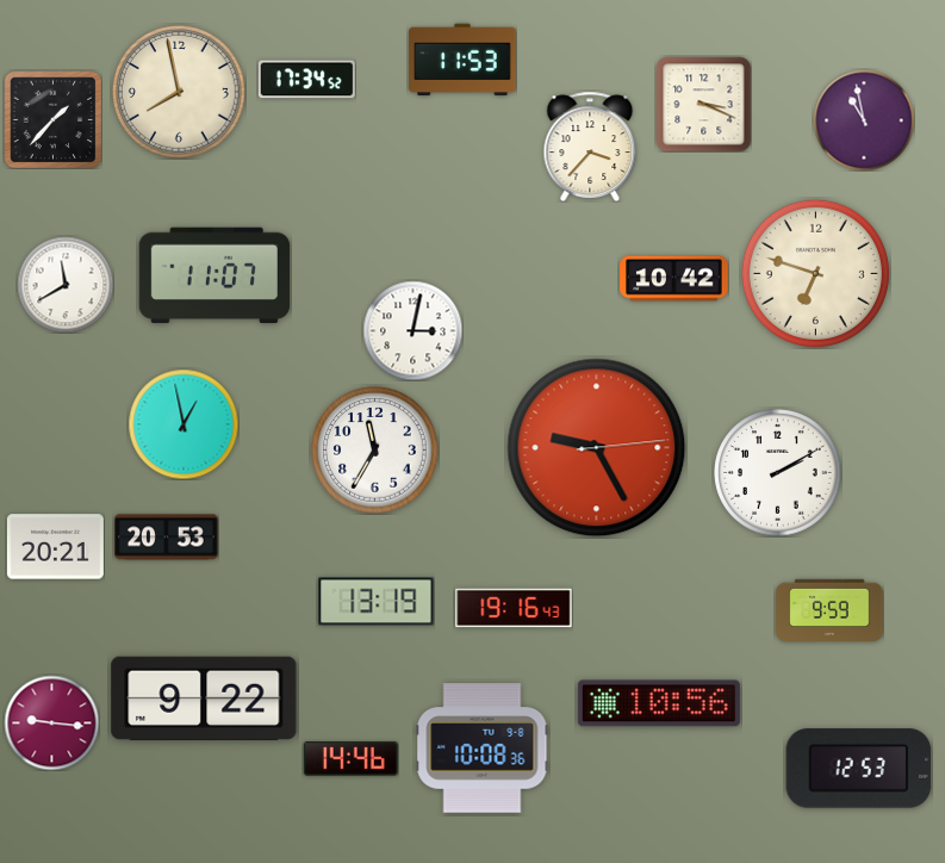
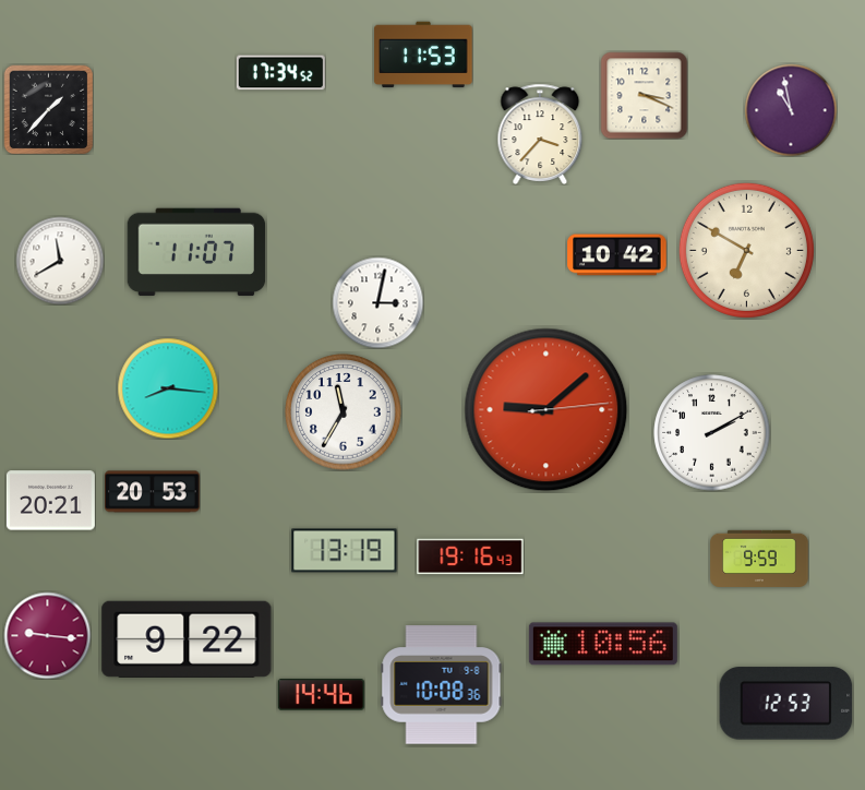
clock at (180, 93): 7:58 -> none
clock at (815, 273): 6:48 -> 6:50
clock at (184, 424): 12:58 -> 8:16
clock at (597, 448): 9:25 -> 9:08
clock at (51, 722) position: (51, 722) -> (47, 635)
